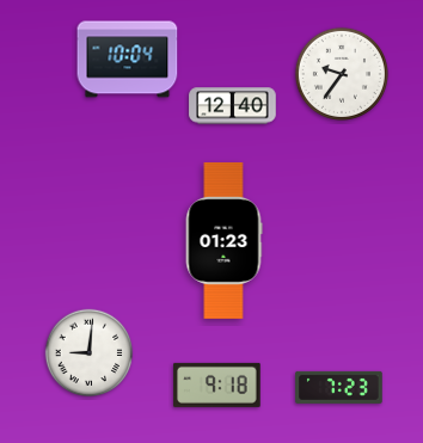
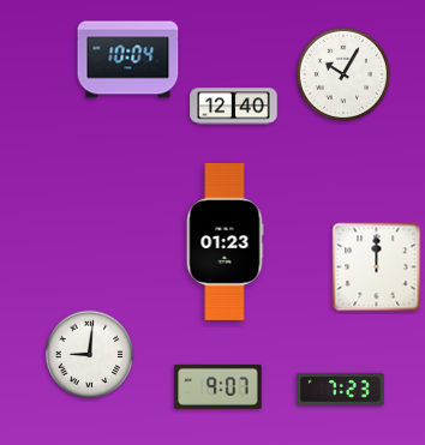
clock at (342, 74): 9:36 -> 10:05
clock at (377, 267): none -> 12:00
clock at (217, 384): 9:18 -> 9:07
